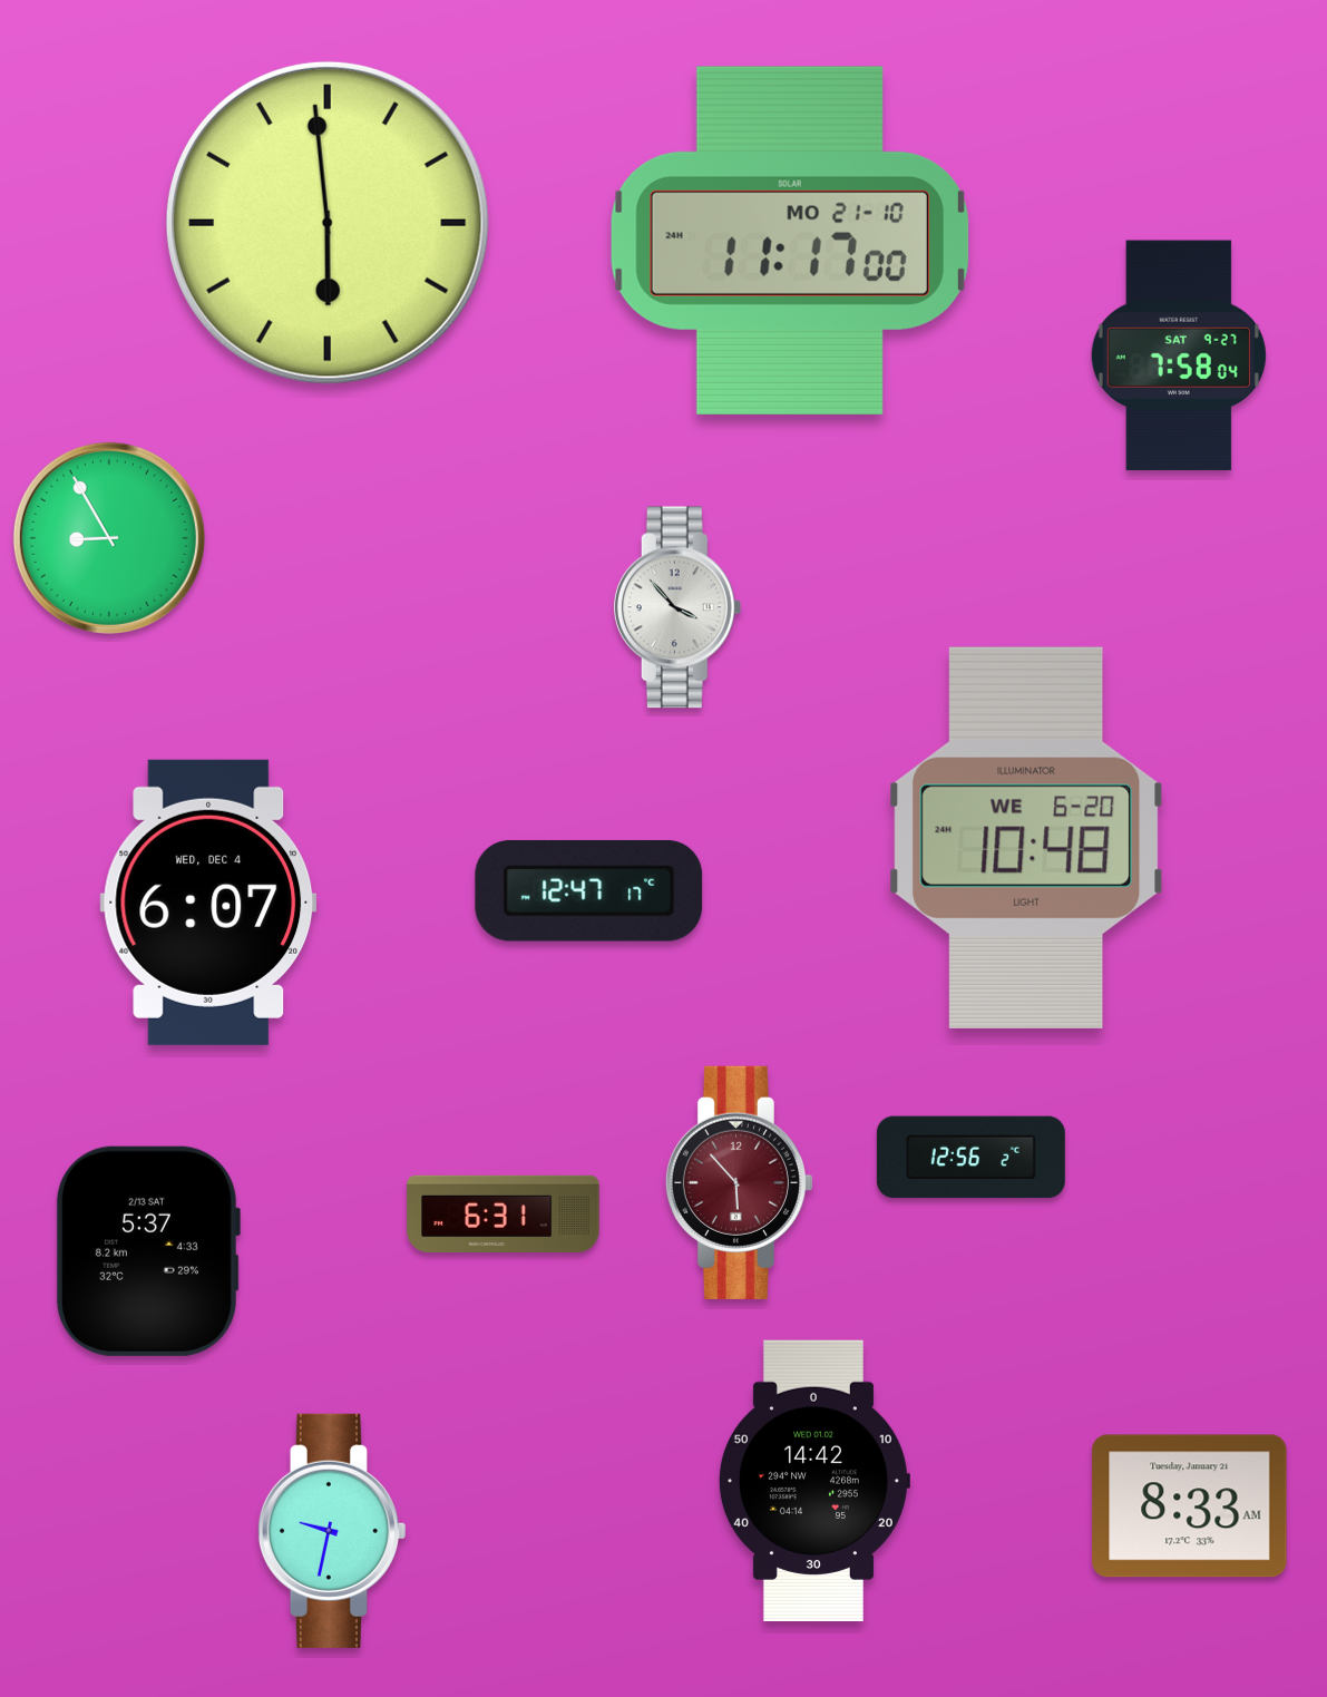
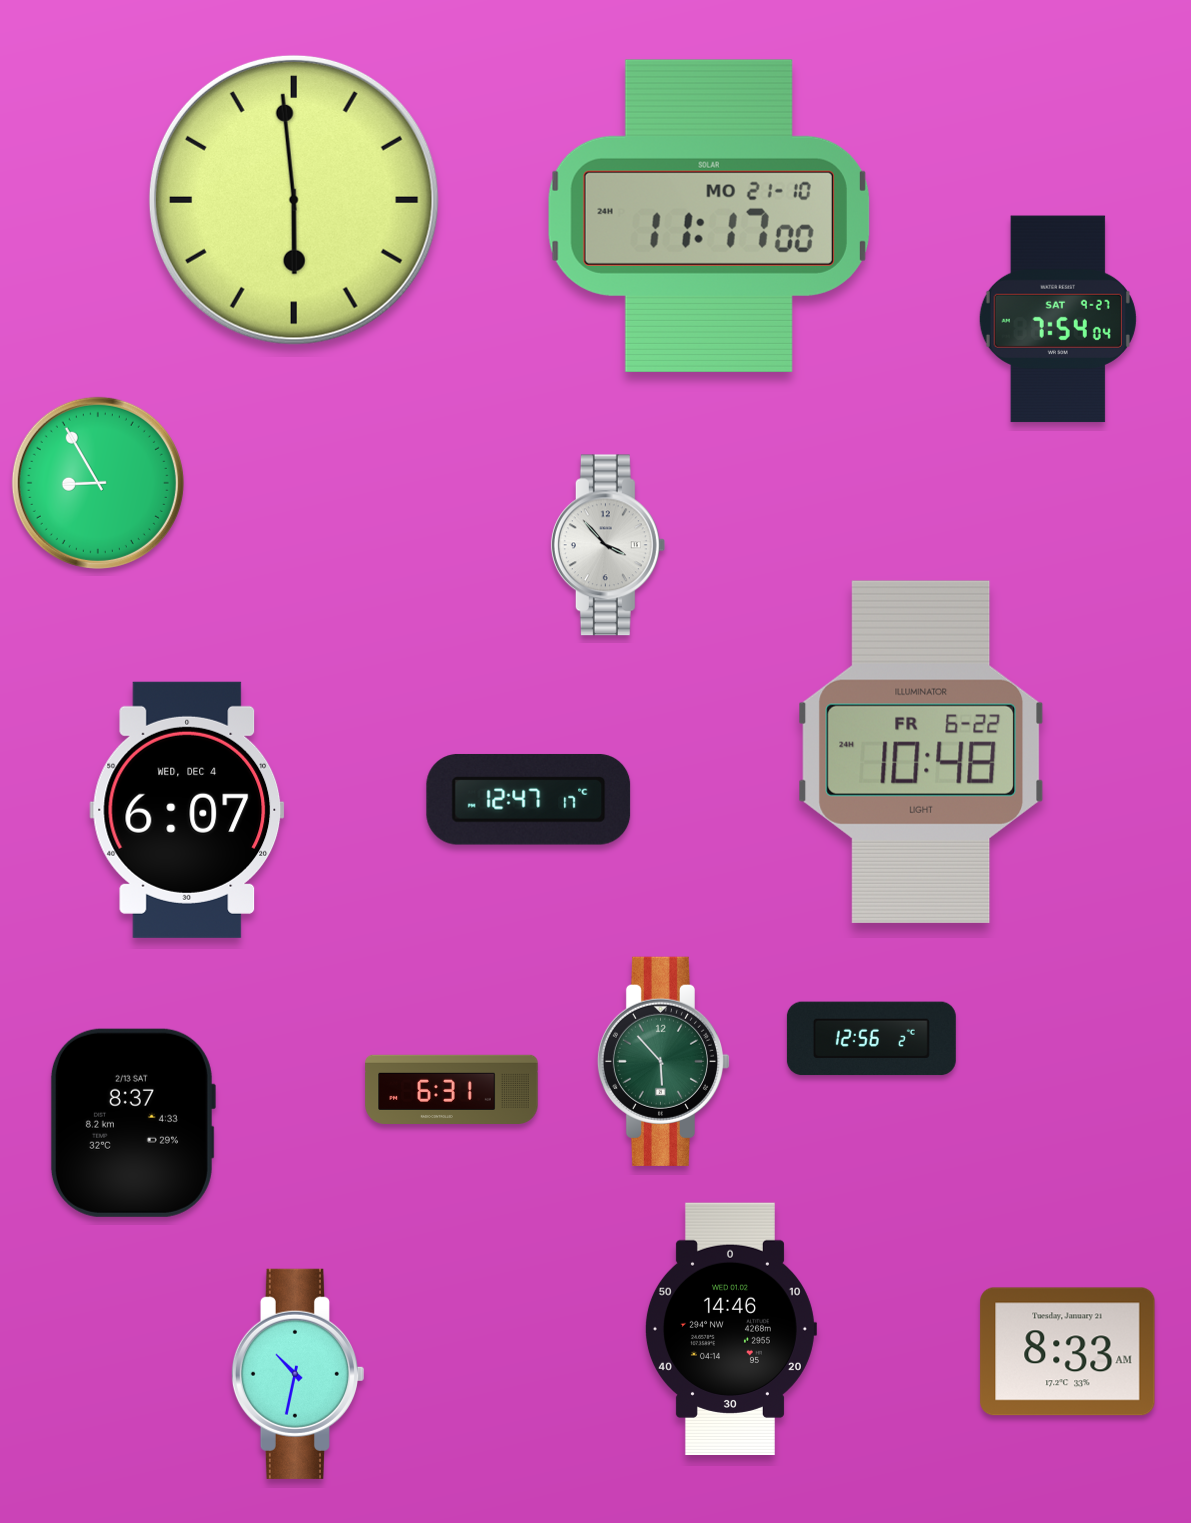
clock at (1179, 355): 7:58 -> 7:54
clock at (1026, 838) date: WE 6-20 -> FR 6-22
clock at (740, 1182) dial: burgundy -> green
clock at (147, 1251): 5:37 -> 8:37
clock at (813, 1480): 14:42 -> 14:46
clock at (331, 1531): 9:32 -> 10:32
